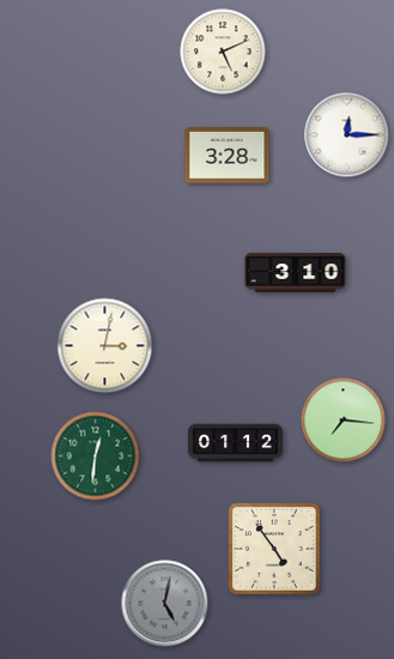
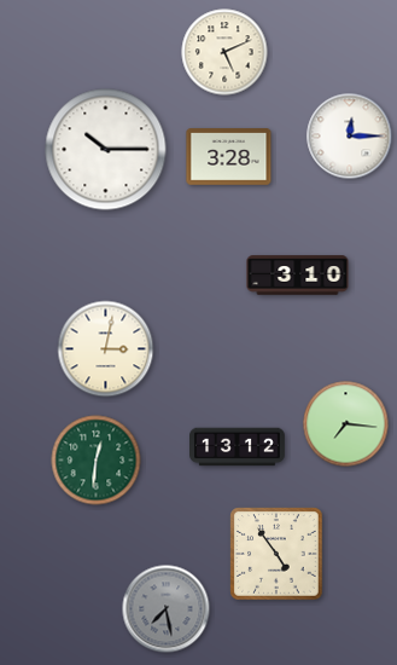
clock at (106, 150): none -> 10:15
clock at (236, 443): 01:12 -> 13:12
clock at (165, 604): 5:02 -> 7:28
